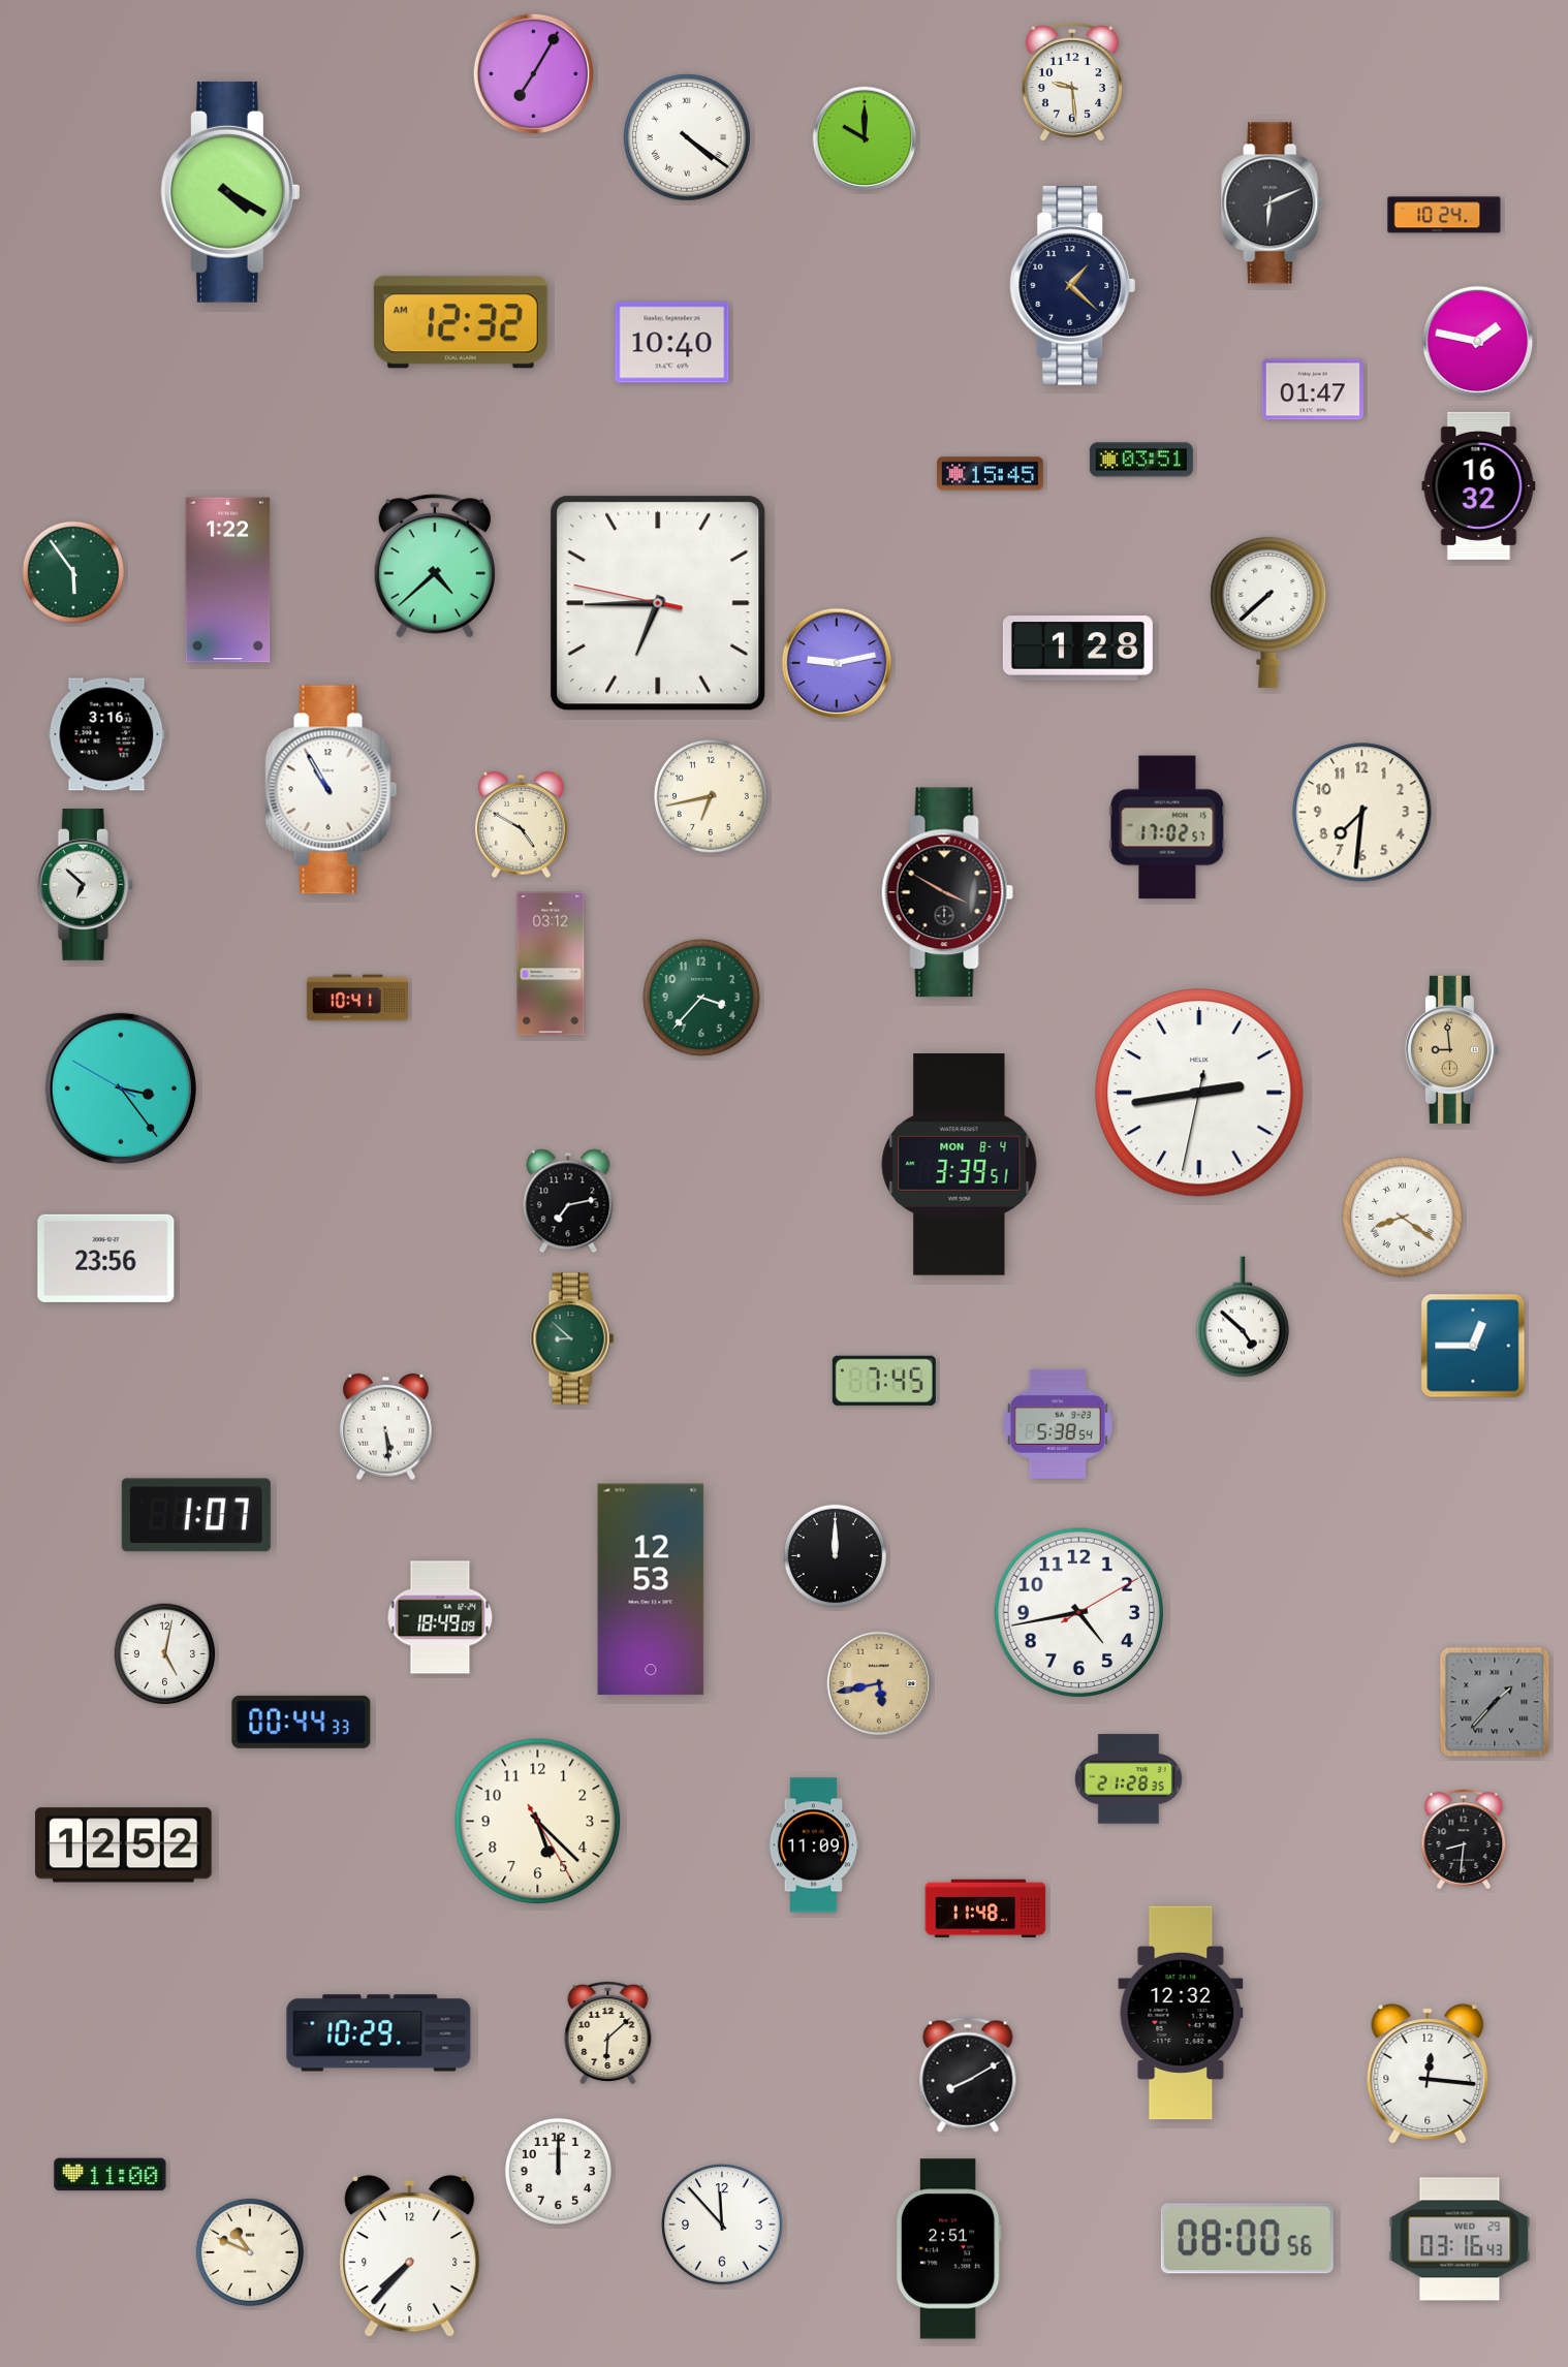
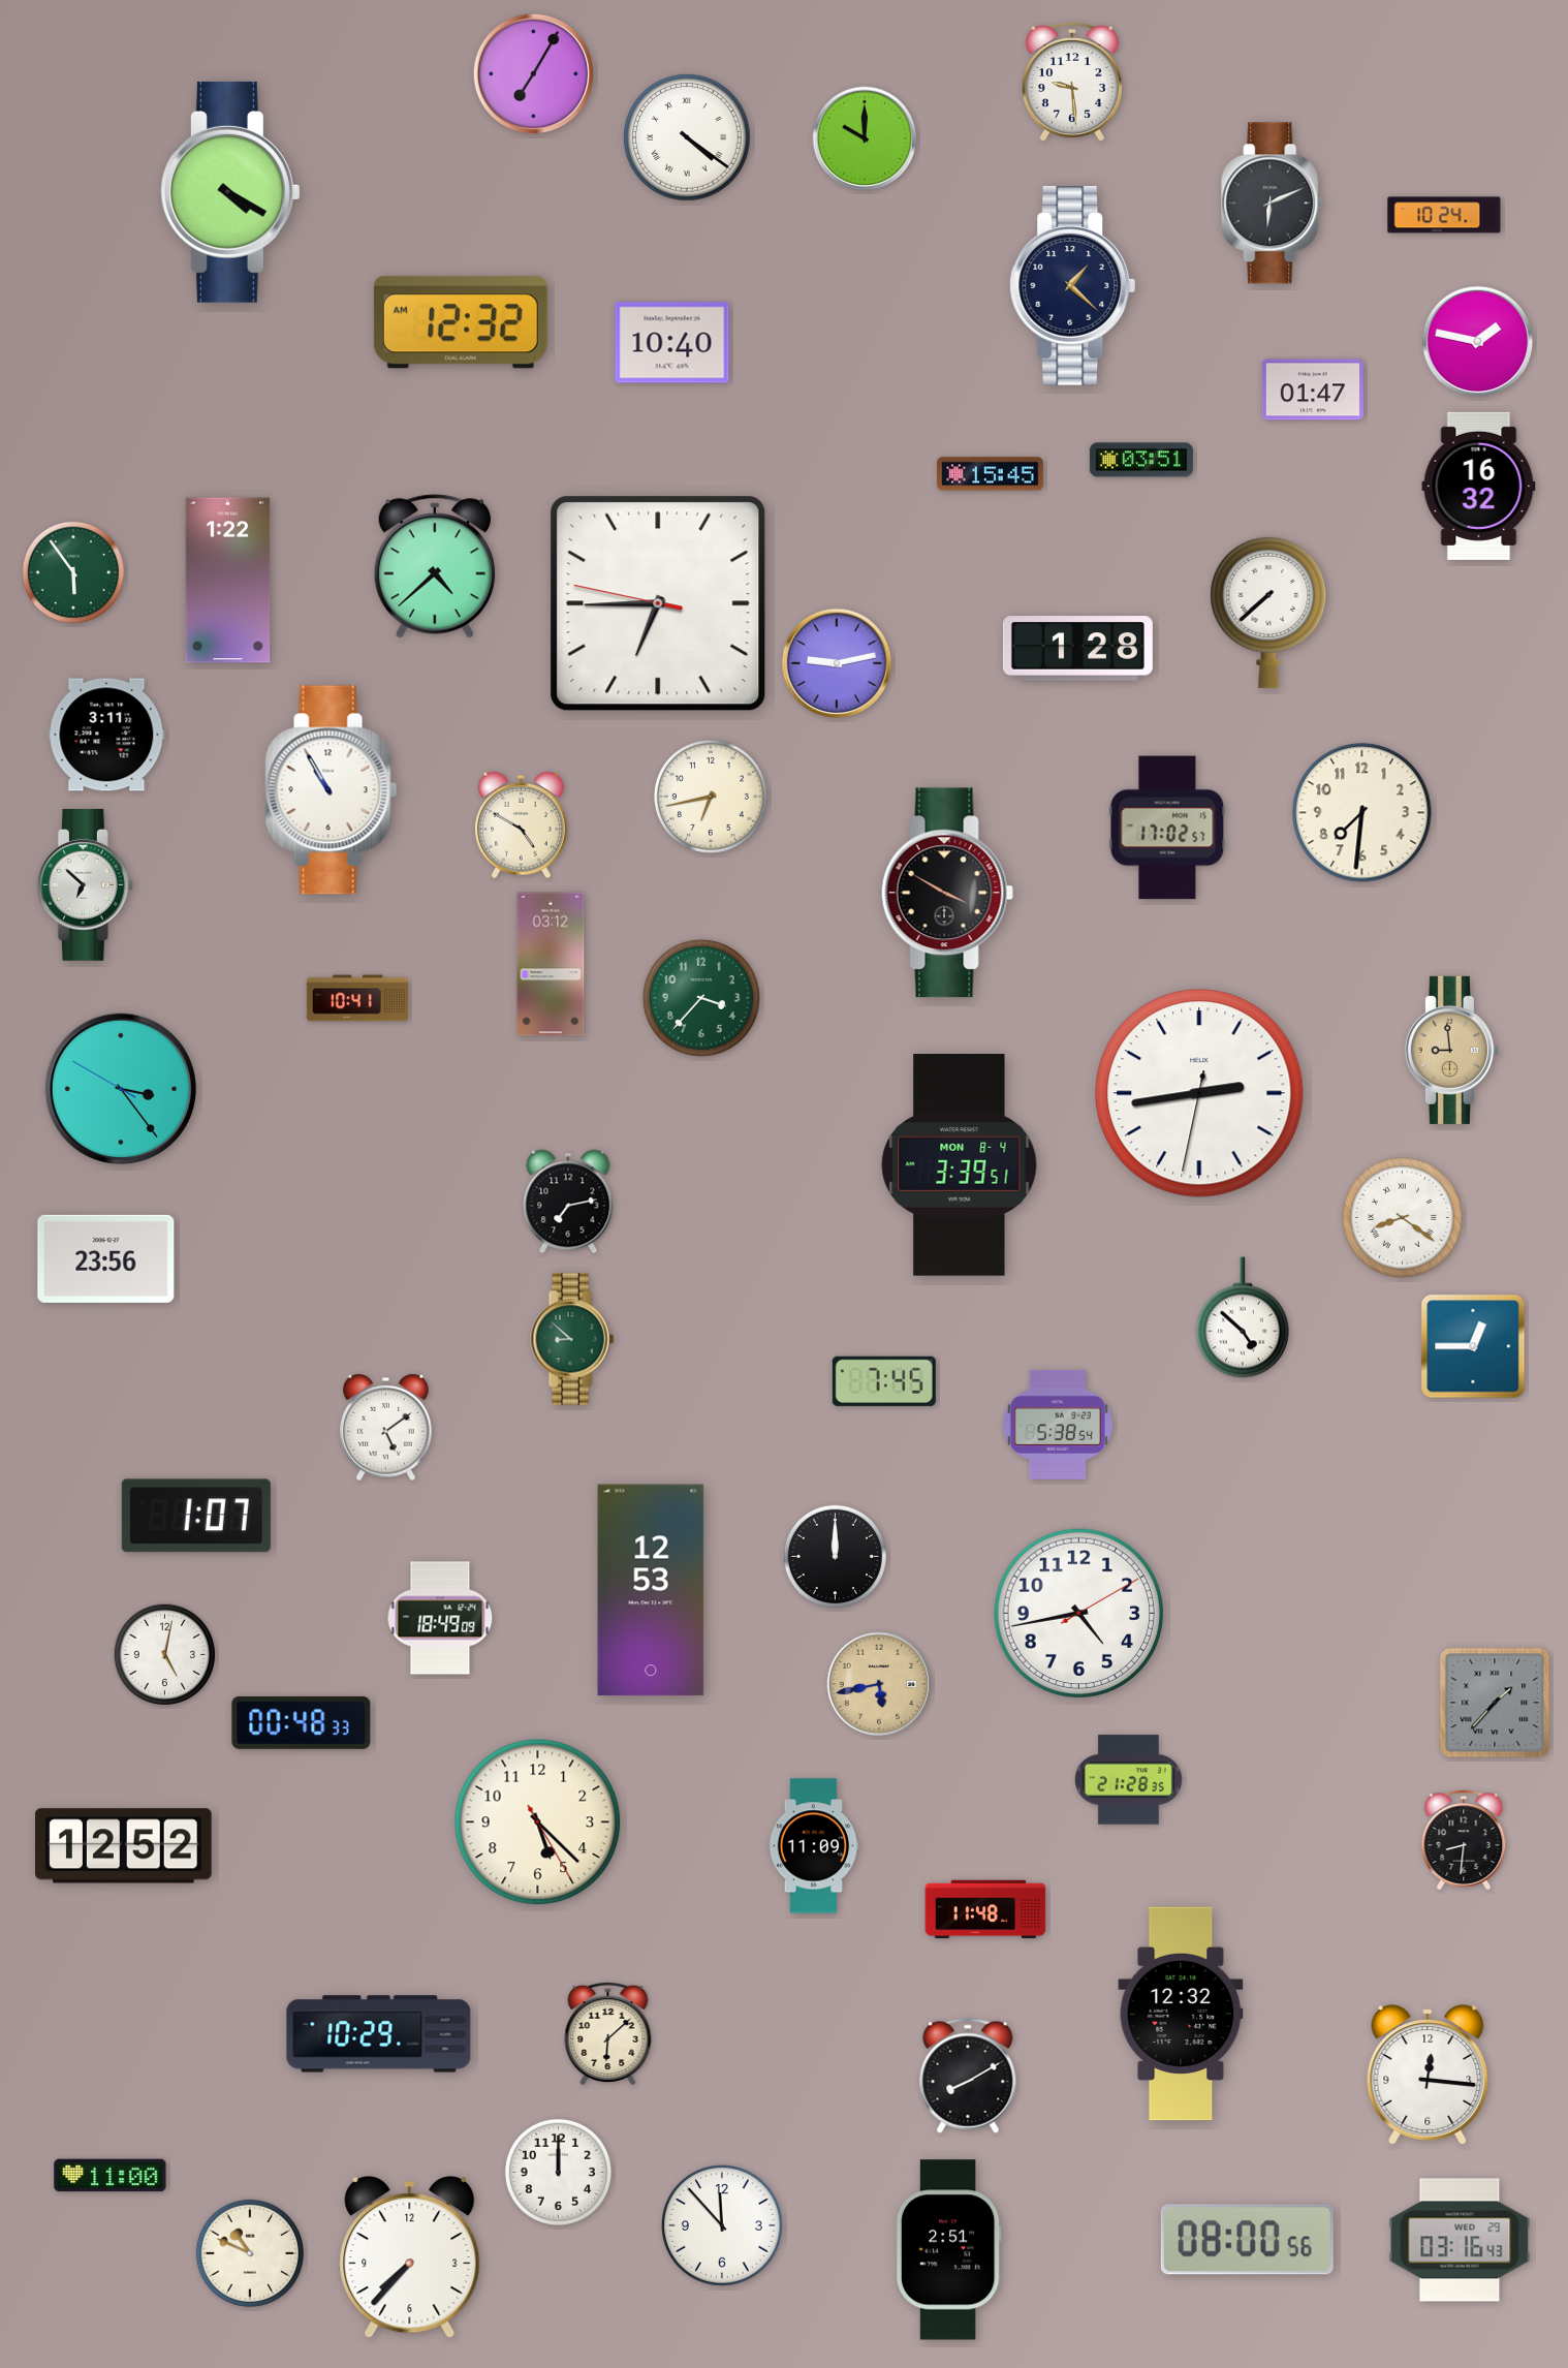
clock at (106, 734): 3:16 -> 3:11
clock at (386, 1427): 5:29 -> 5:09
clock at (302, 1722): 00:44 -> 00:48
